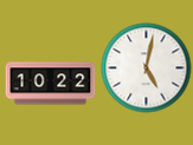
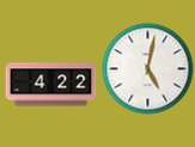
clock at (51, 84): 10:22 -> 4:22
